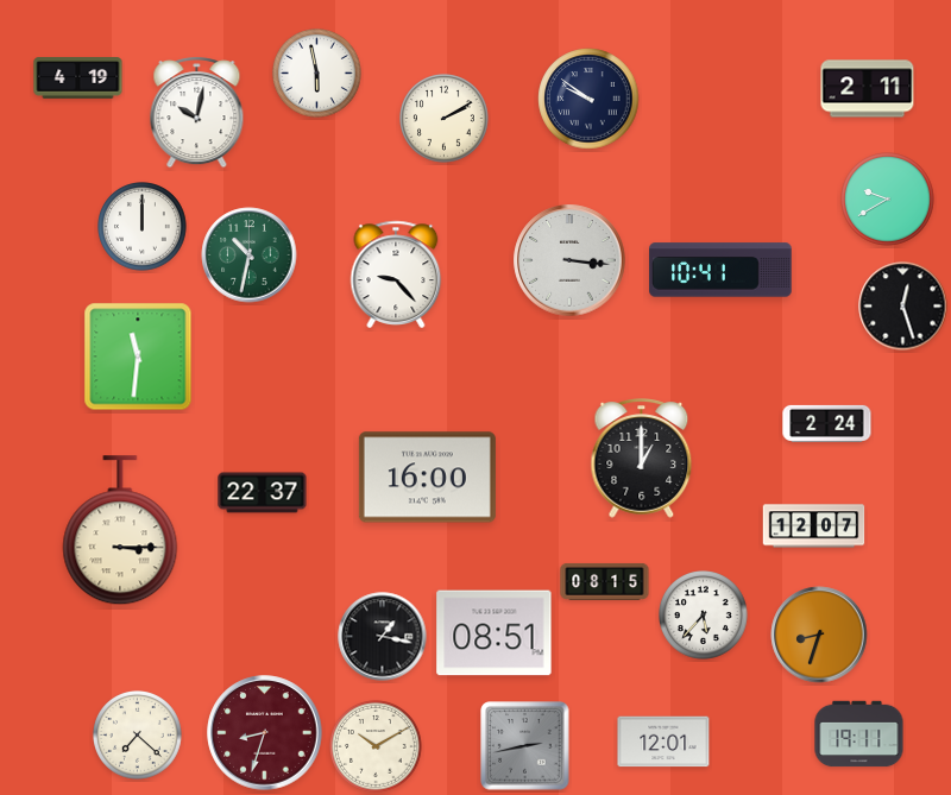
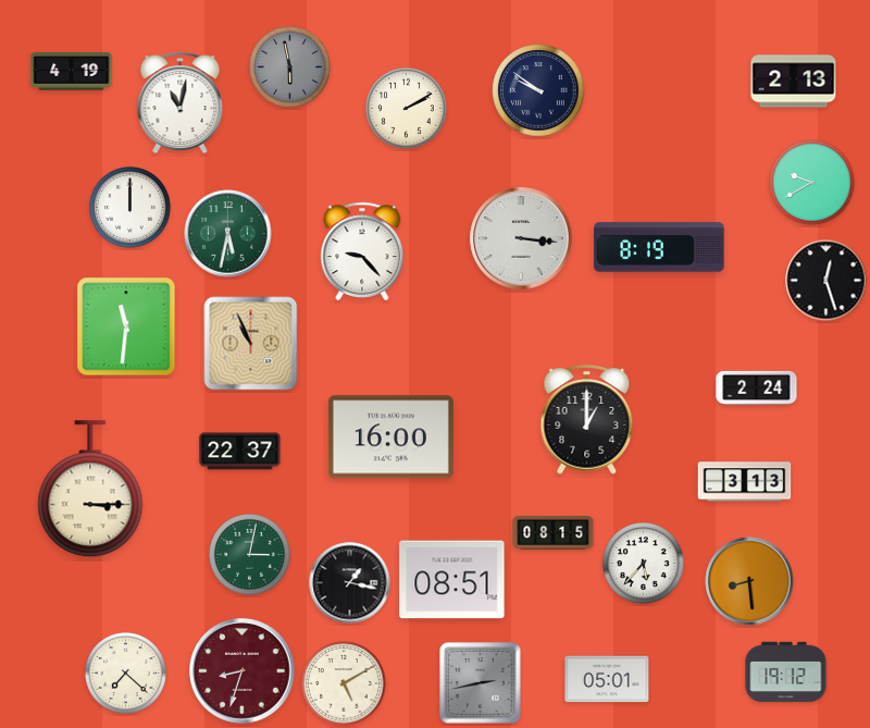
clock at (317, 74) dial: white -> grey
clock at (868, 89): 2:11 -> 2:13
clock at (197, 113): 10:02 -> 11:02
clock at (250, 255): 10:32 -> 5:32
clock at (720, 270): 10:41 -> 8:19
clock at (251, 344): none -> 10:56
clock at (814, 526): 12:07 -> 3:13
clock at (120, 531) position: (120, 531) -> (90, 490)
clock at (250, 555): none -> 3:02
clock at (819, 635): 8:33 -> 8:29
clock at (859, 734): 19:11 -> 19:12
clock at (663, 742): 12:01 -> 05:01
clock at (376, 746): 10:10 -> 5:10
